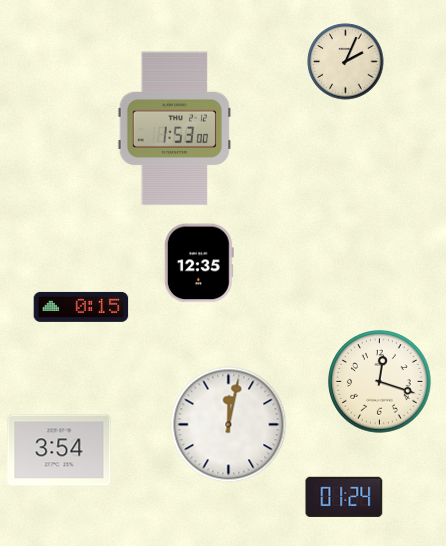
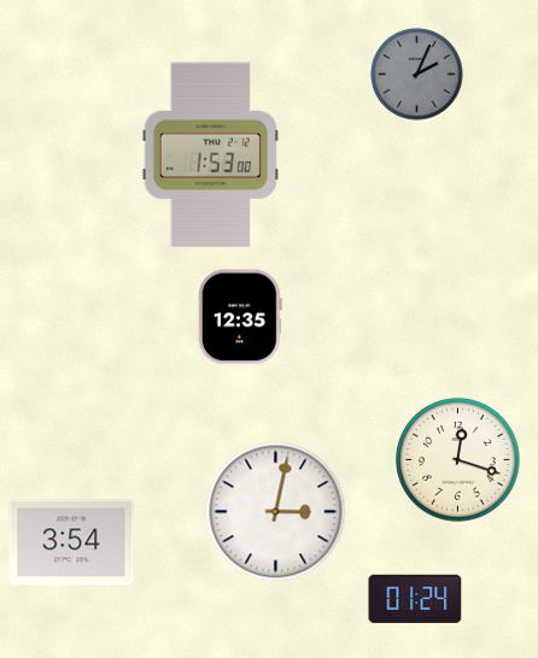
clock at (346, 62) dial: cream -> grey
clock at (81, 307): 0:15 -> none
clock at (229, 425): 12:02 -> 3:02
